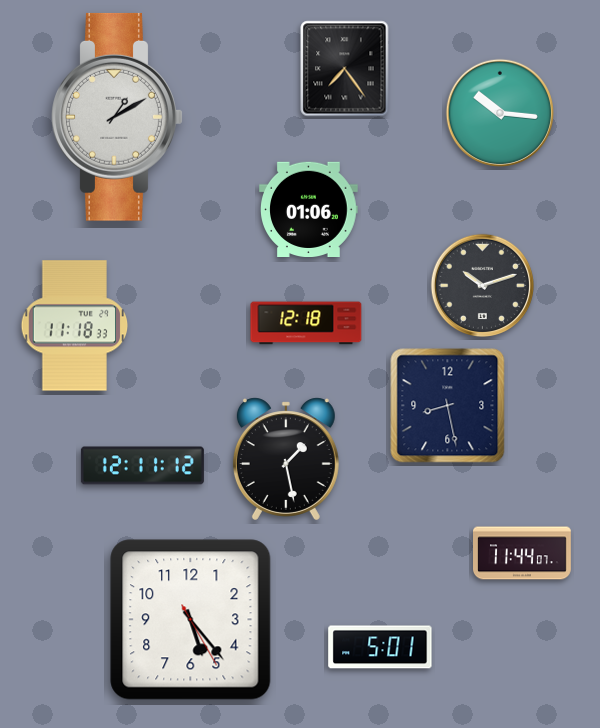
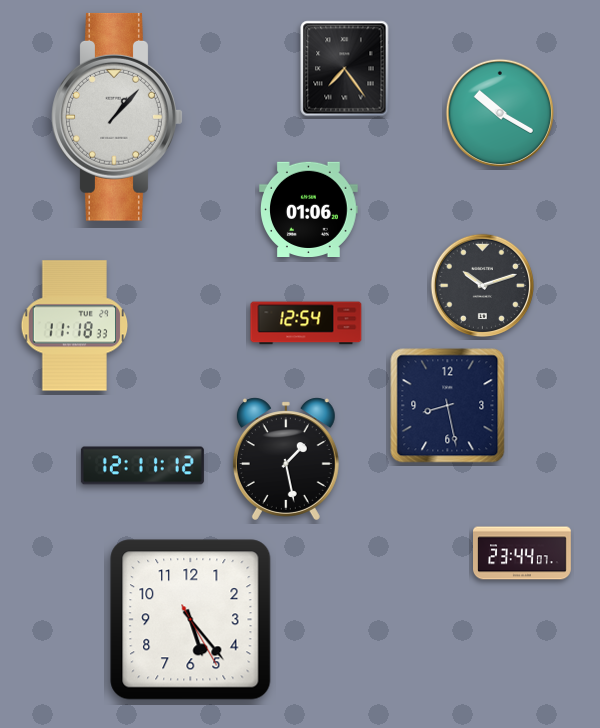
clock at (499, 112): 10:16 -> 10:20
clock at (117, 117): 1:10 -> 1:07
clock at (306, 323): 12:18 -> 12:54
clock at (522, 553): 11:44 -> 23:44
clock at (380, 647): 5:01 -> none
